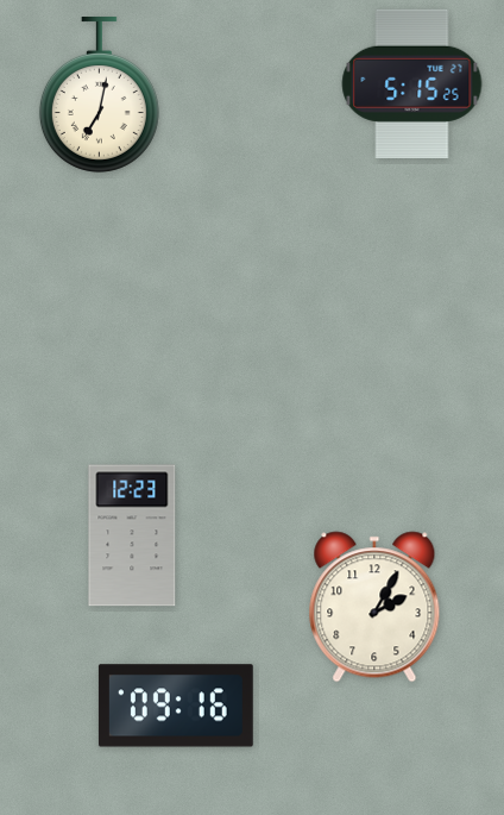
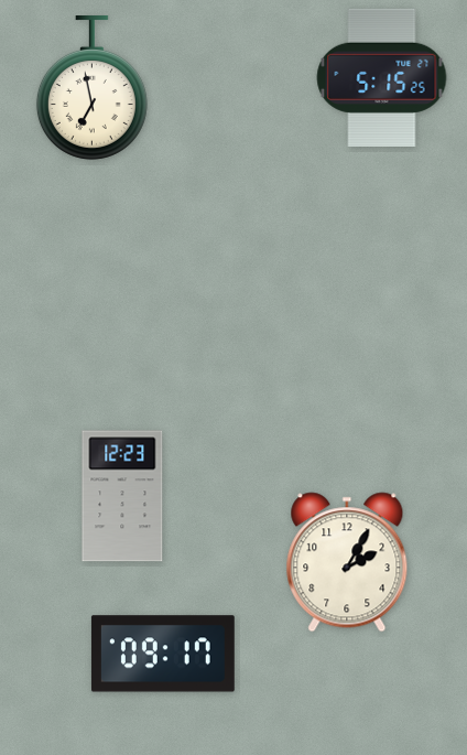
clock at (99, 95): 7:02 -> 6:58
clock at (176, 706): 09:16 -> 09:17
